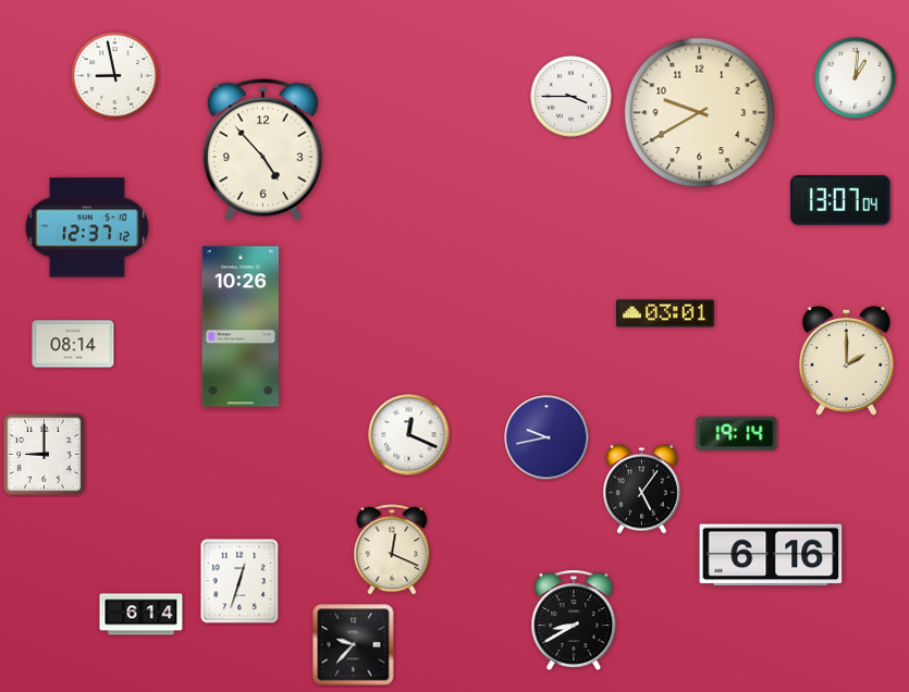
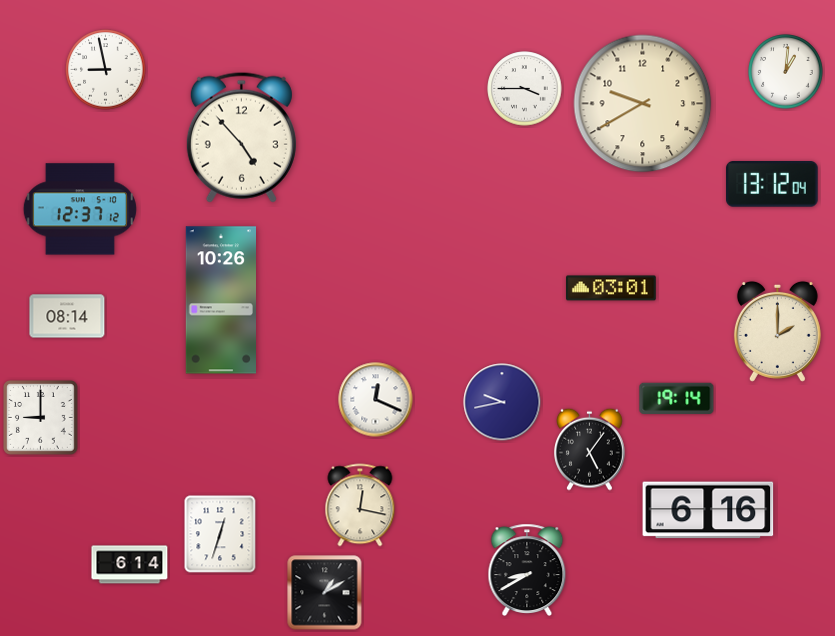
clock at (840, 201): 13:07 -> 13:12
clock at (392, 549): 12:19 -> 12:17
clock at (354, 645): 9:37 -> 1:10
